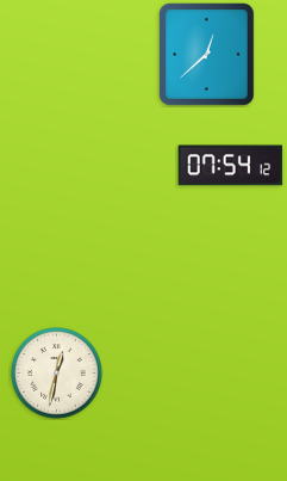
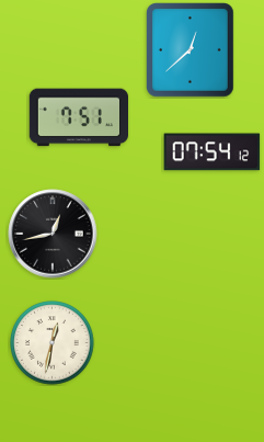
clock at (78, 117): none -> 7:51
clock at (53, 234): none -> 12:43
